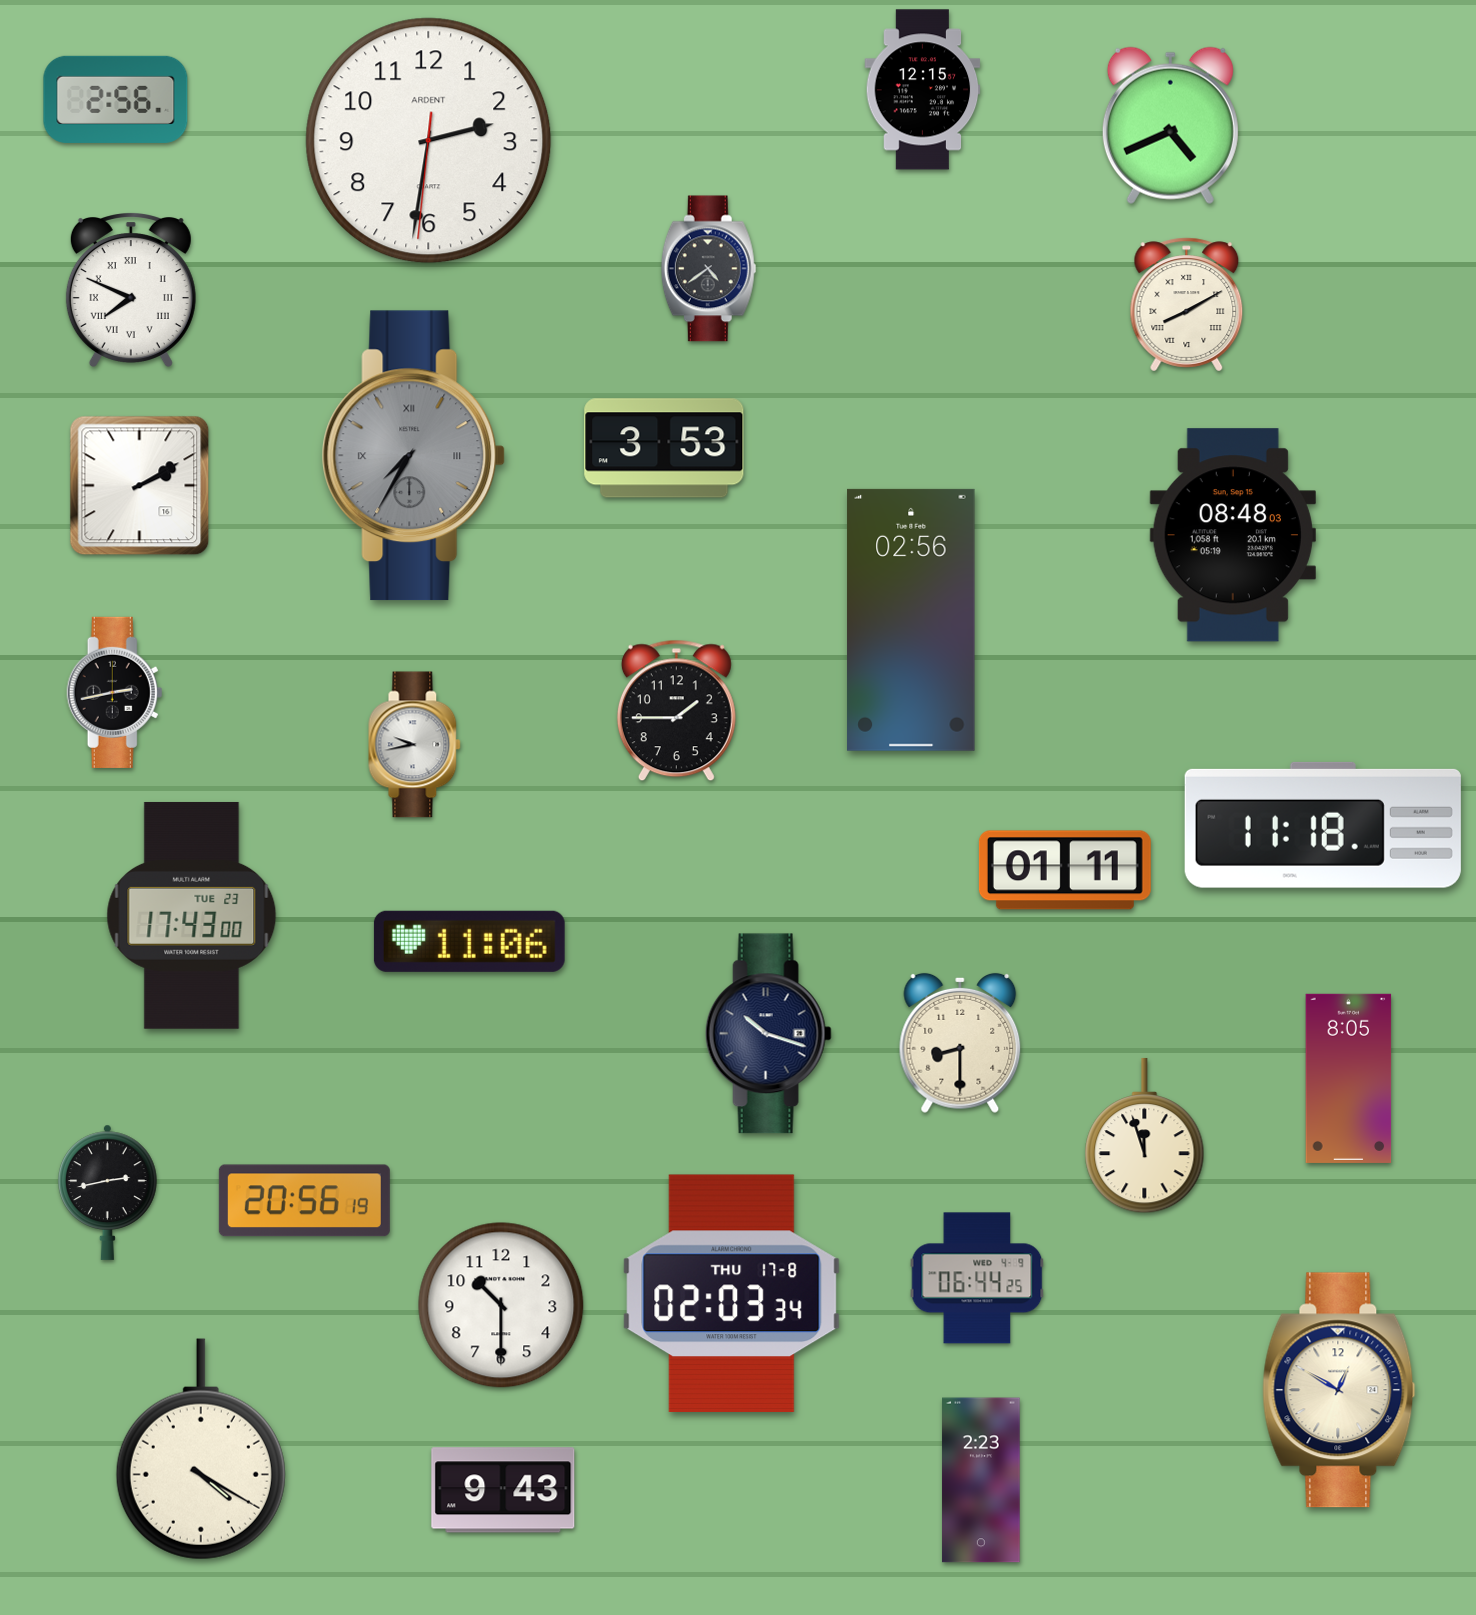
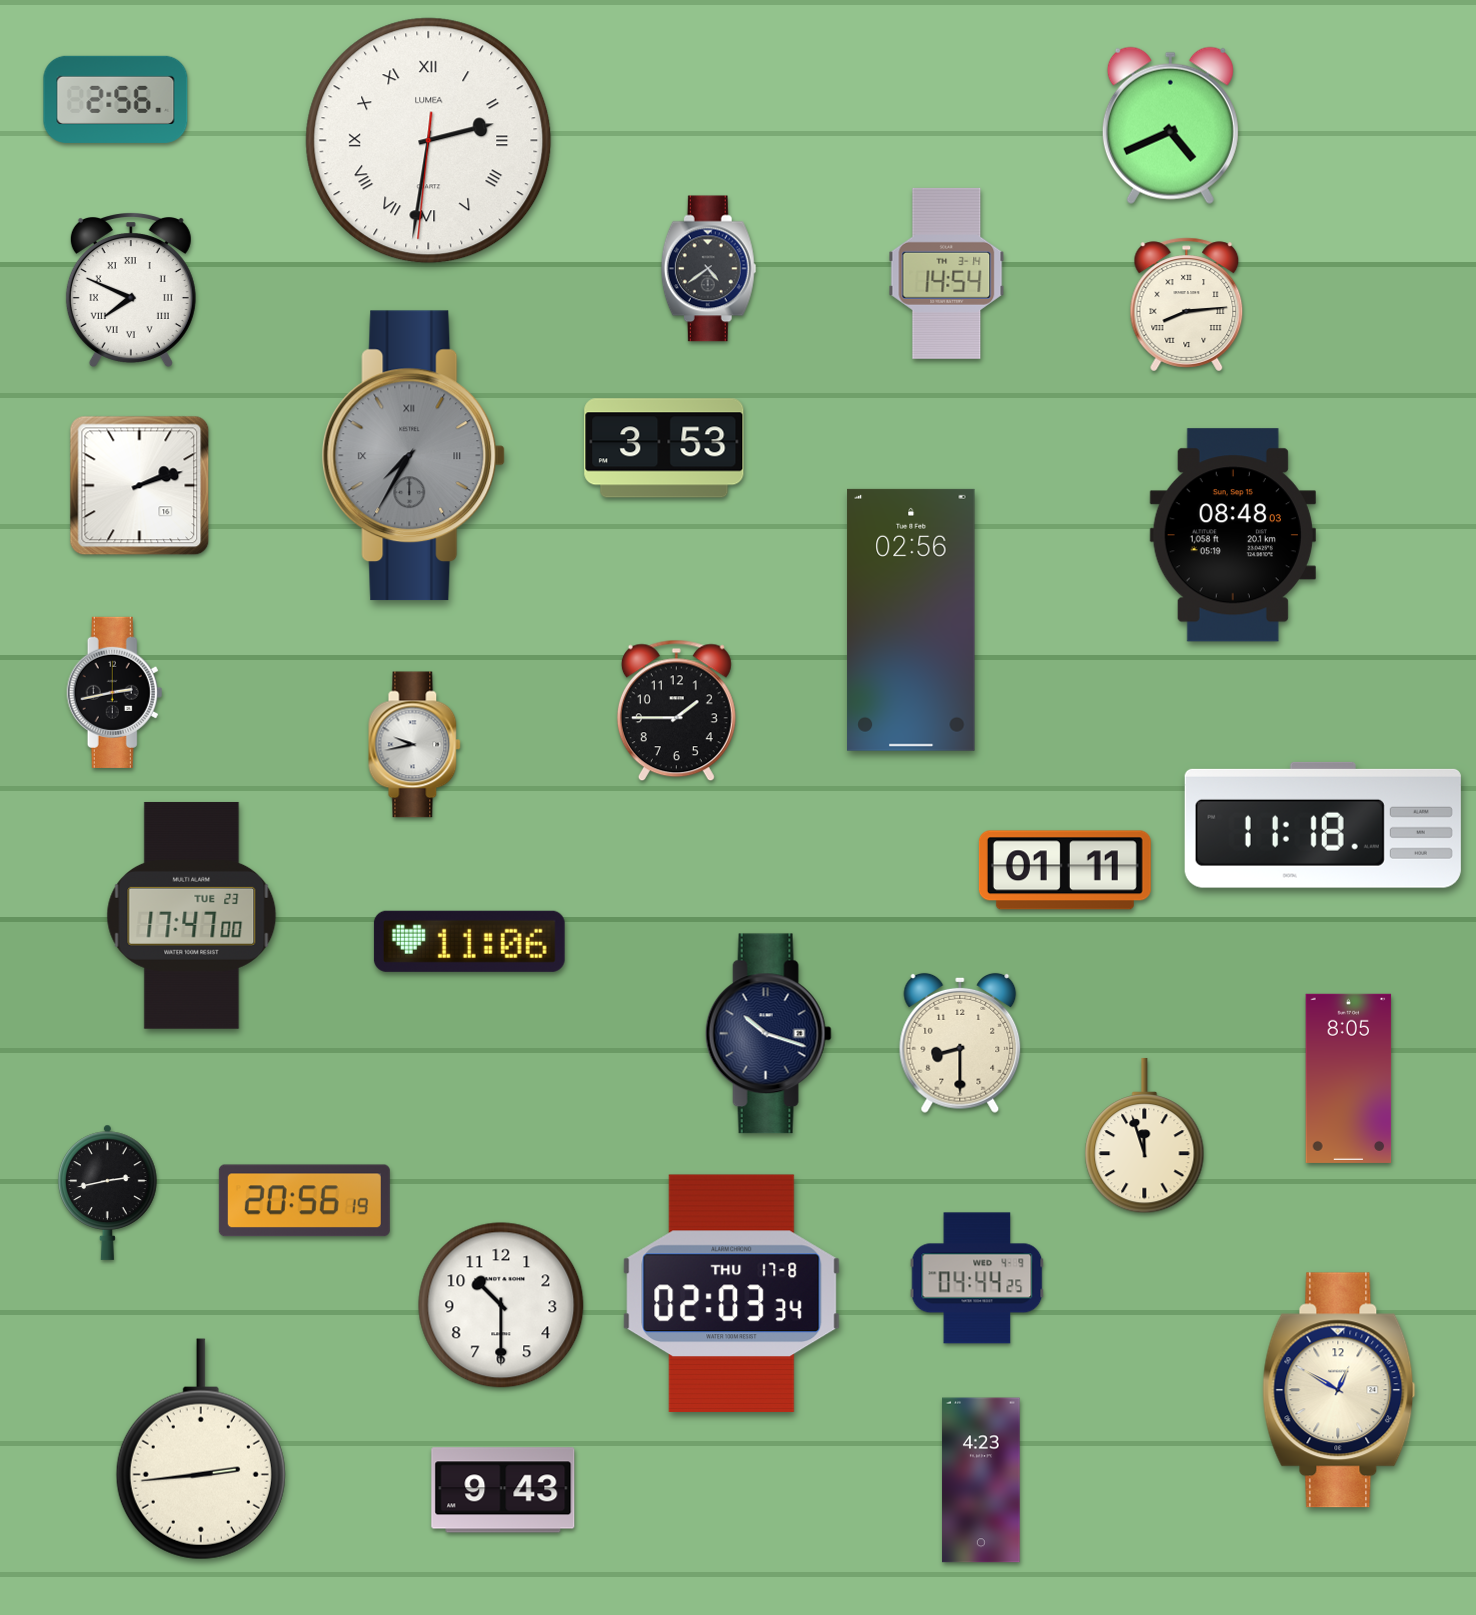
clock at (923, 90): 12:15 -> none
clock at (429, 141) numerals: Arabic -> Roman
clock at (429, 141) brand: ARDENT -> LUMEA
clock at (947, 273): none -> 14:54
clock at (1187, 305): 8:10 -> 8:14
clock at (140, 486): 2:10 -> 2:12
clock at (192, 915): 17:43 -> 17:47
clock at (977, 1278): 06:44 -> 04:44
clock at (201, 1449): 4:20 -> 2:44
clock at (981, 1480): 2:23 -> 4:23
